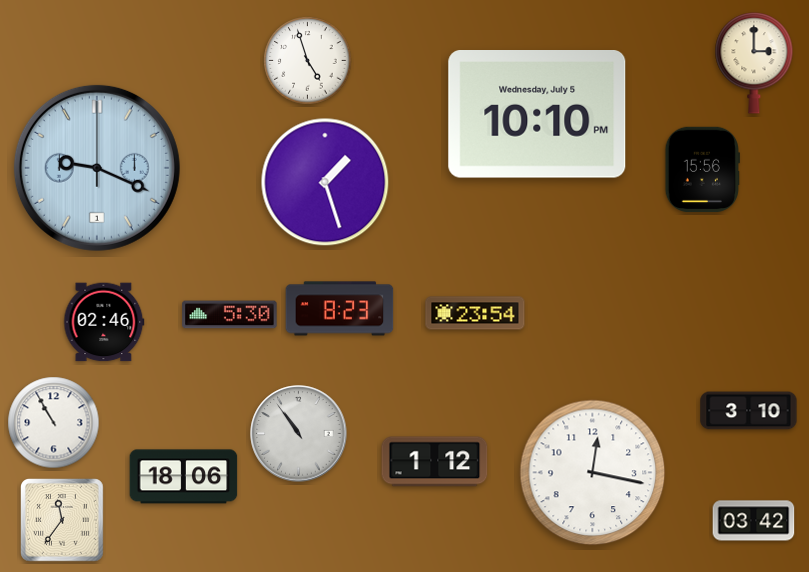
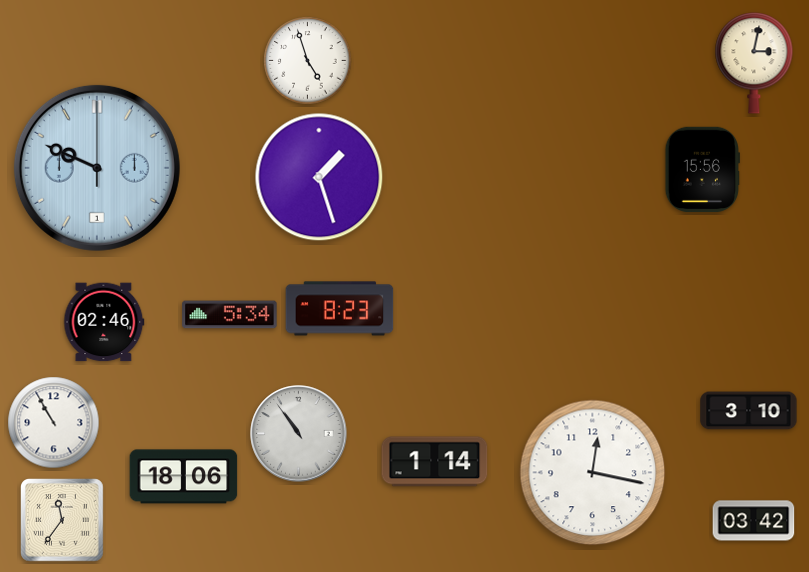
clock at (754, 63): 3:00 -> 3:02
clock at (537, 115): 10:10 -> none
clock at (97, 168): 9:19 -> 9:49
clock at (325, 182) position: (325, 182) -> (319, 177)
clock at (475, 313): 23:54 -> none
clock at (230, 315): 5:30 -> 5:34
clock at (435, 462): 1:12 -> 1:14
